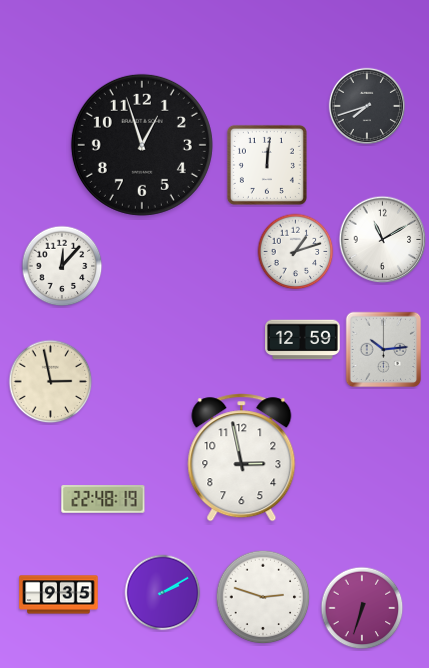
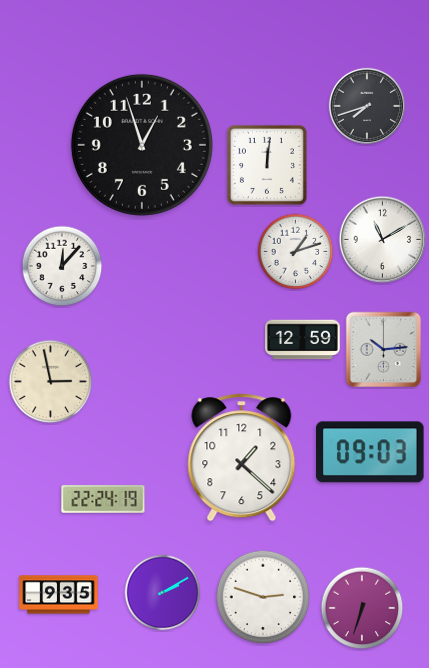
clock at (370, 452): none -> 09:03
clock at (242, 458): 2:58 -> 1:22
clock at (103, 499): 22:48 -> 22:24
